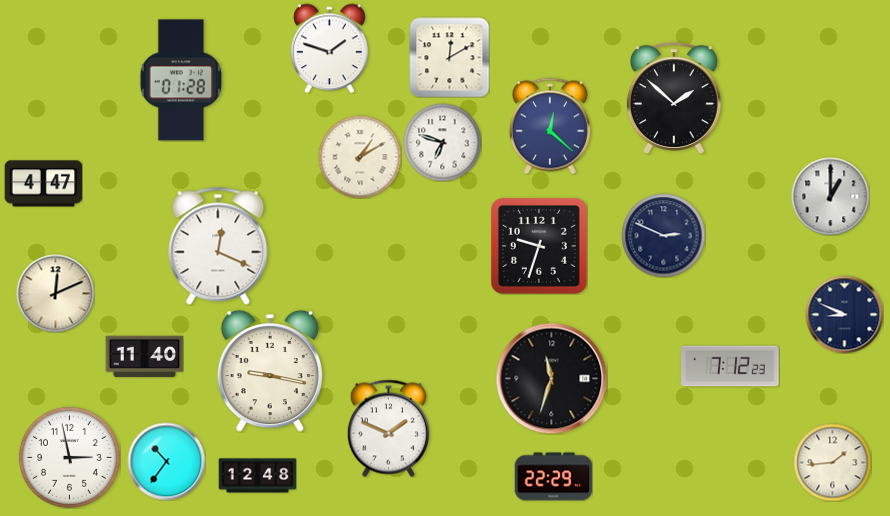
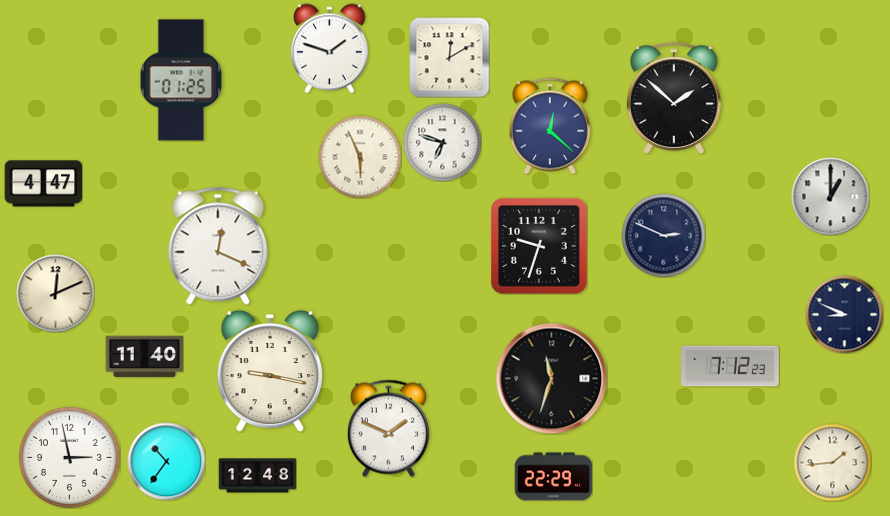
clock at (181, 80): 01:28 -> 01:25
clock at (360, 157): 1:10 -> 5:56
